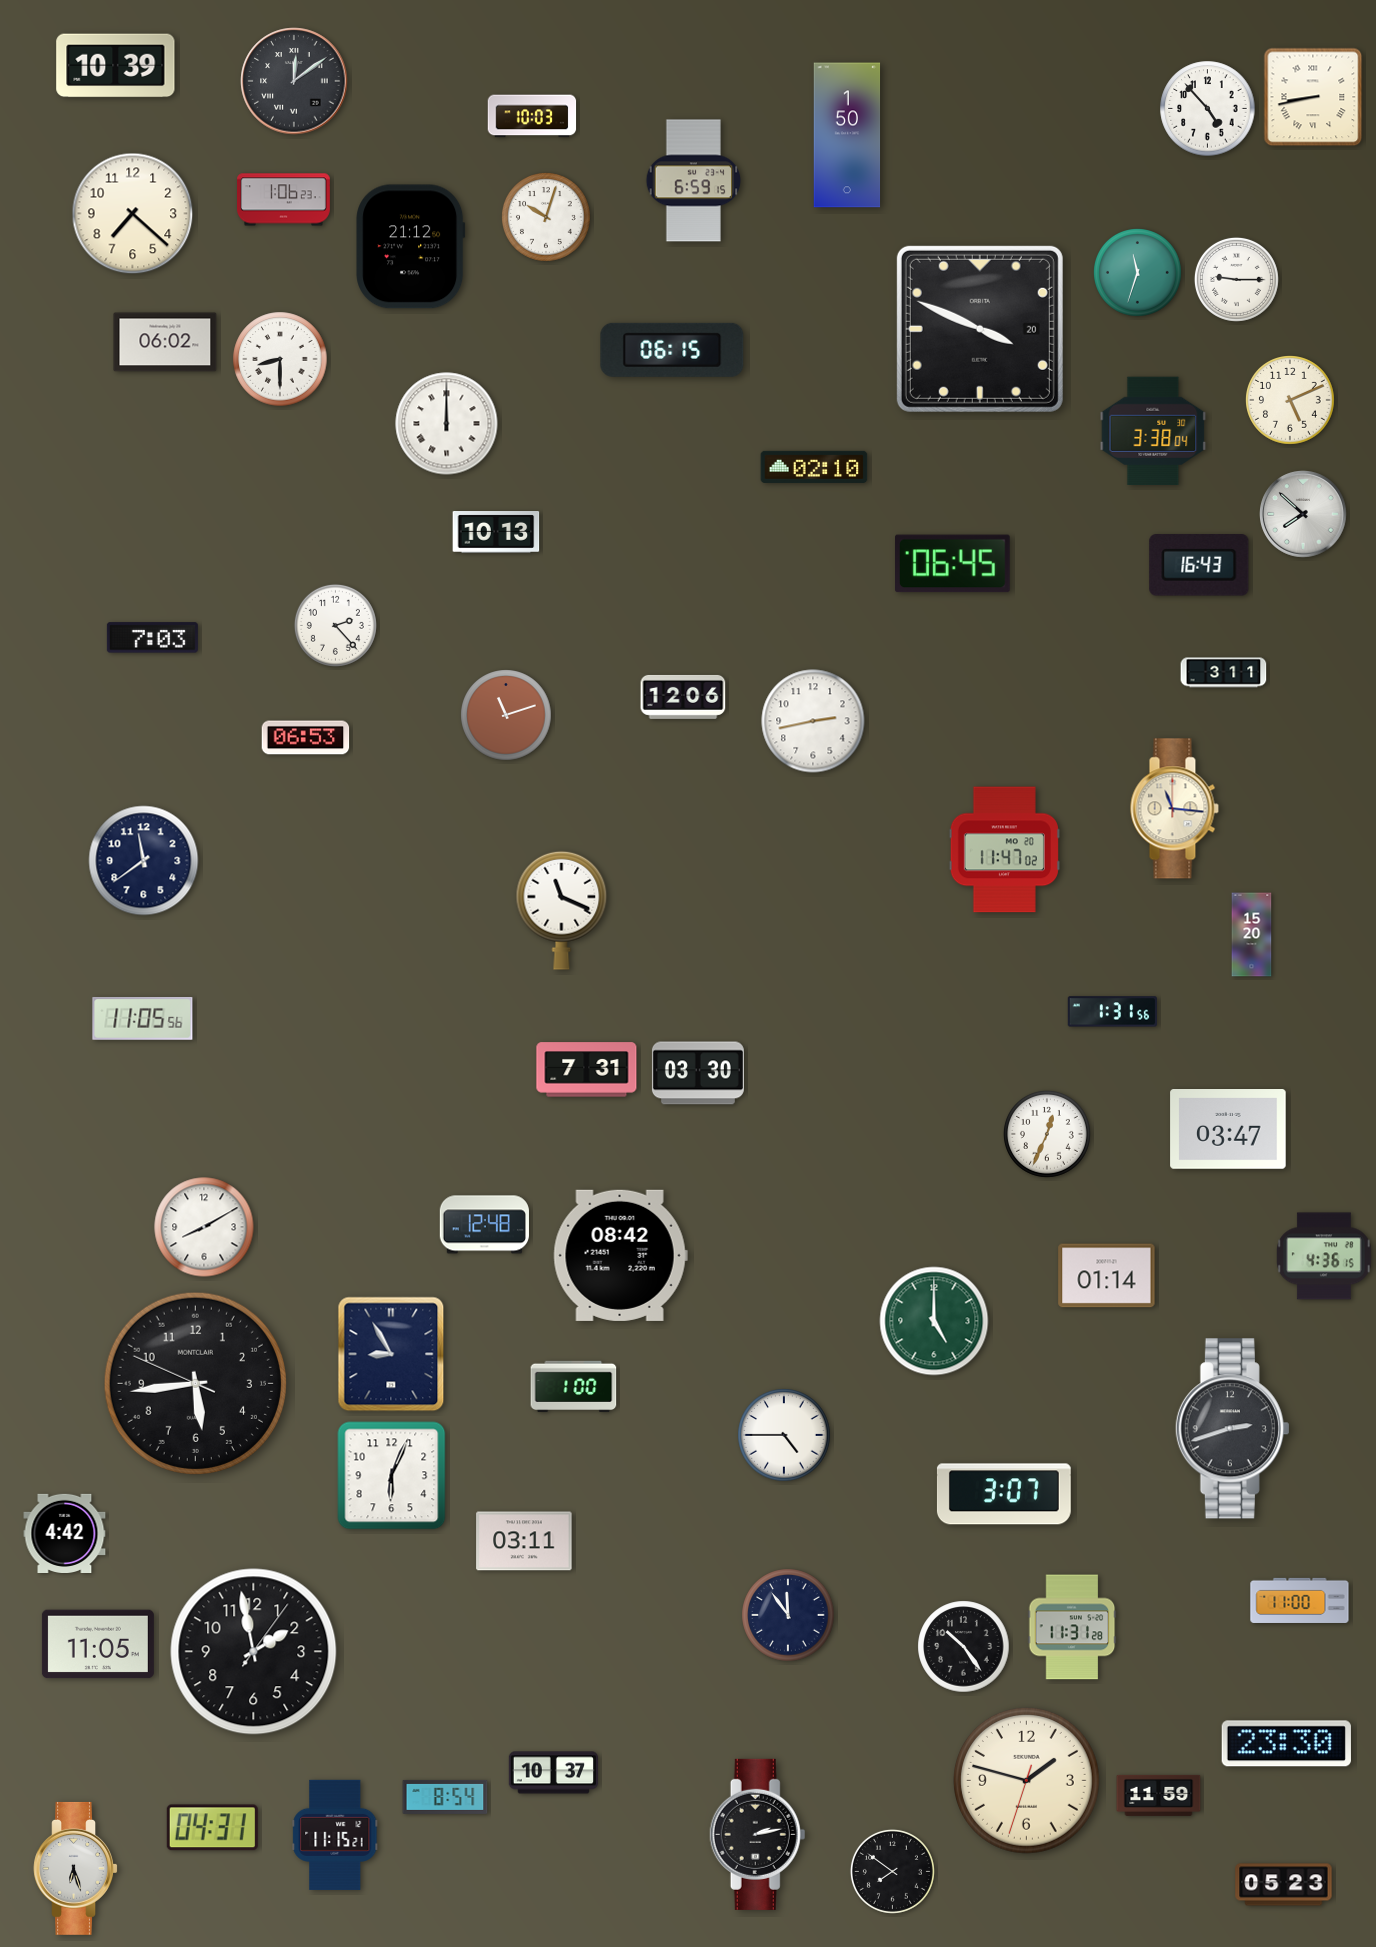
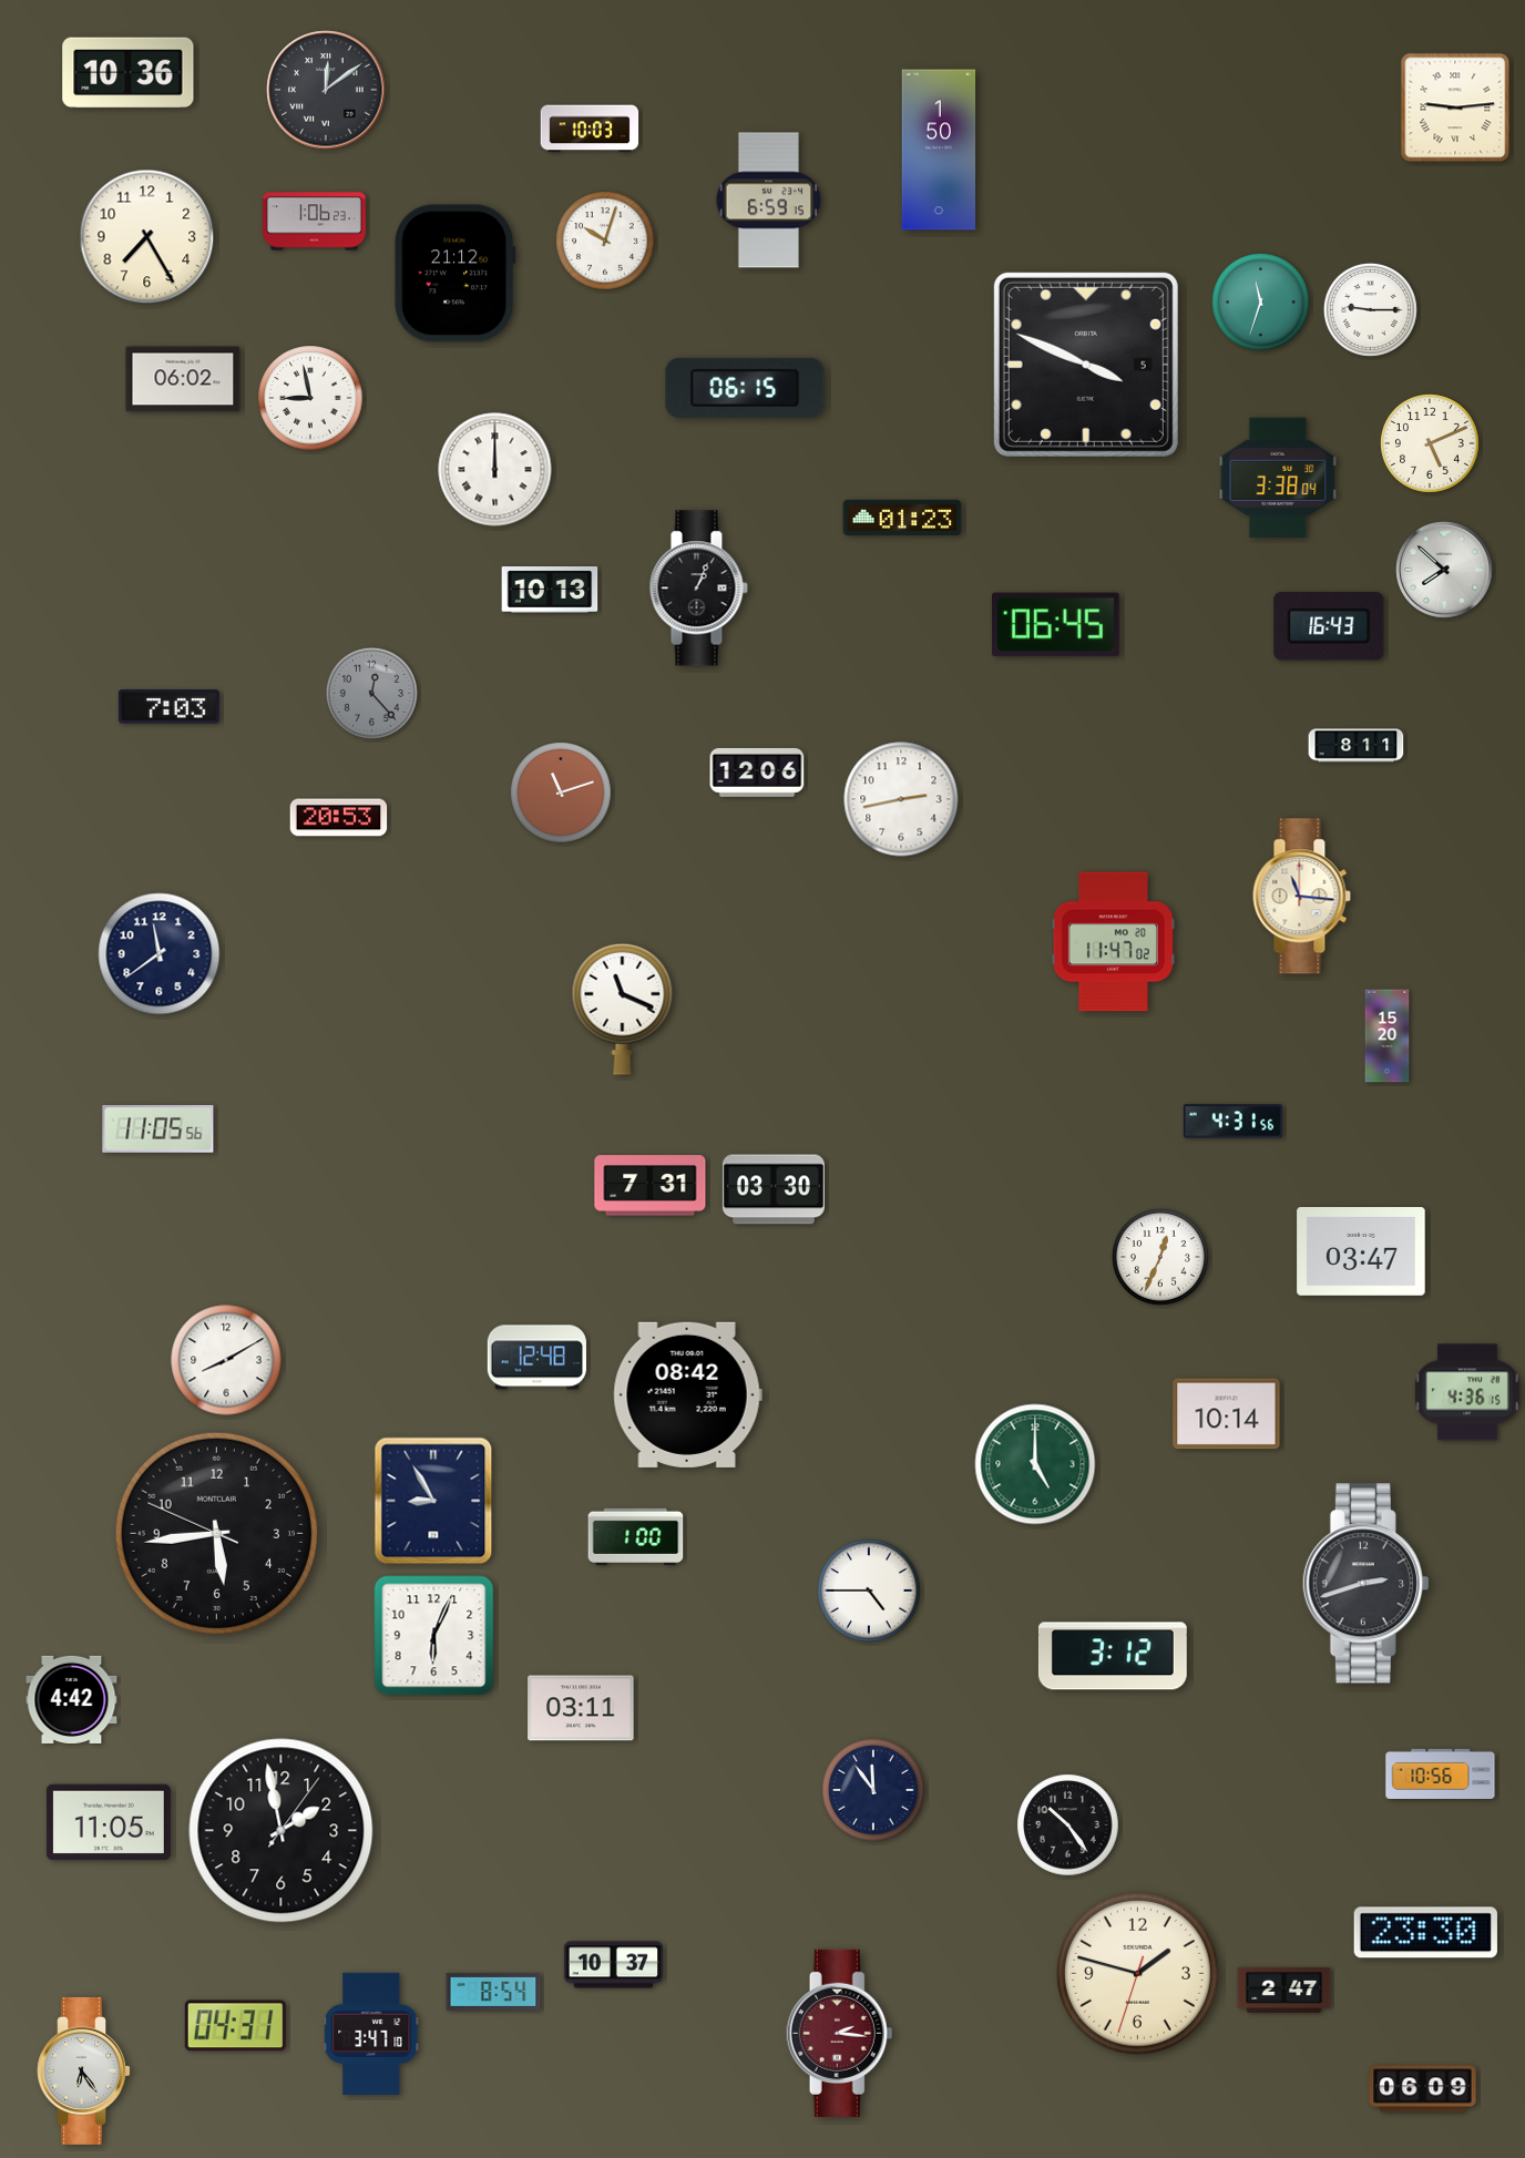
clock at (116, 66): 10:39 -> 10:36
clock at (1313, 97): 8:43 -> 9:14
clock at (1208, 109): 4:53 -> none
clock at (133, 214): 7:22 -> 7:25
clock at (980, 329) date: 20 -> 5
clock at (280, 359): 8:30 -> 8:58
clock at (814, 467): 02:10 -> 01:23
clock at (698, 589): none -> 1:04
clock at (335, 625): 2:23 -> 12:23
clock at (335, 625) dial: white -> grey
clock at (1224, 673): 3:11 -> 8:11
clock at (306, 738): 06:53 -> 20:53
clock at (1112, 1012): 1:31 -> 4:31
clock at (620, 1255) position: (620, 1255) -> (687, 1394)
clock at (1107, 1276): 01:14 -> 10:14
clock at (1004, 1494): 3:07 -> 3:12
clock at (1300, 1600): 11:00 -> 10:56
clock at (1072, 1627): 11:31 -> none
clock at (1159, 1795): 11:59 -> 2:47
clock at (758, 1834): 2:13 -> 2:16
clock at (758, 1834) dial: black -> burgundy
clock at (335, 1835): 11:15 -> 3:47
clock at (75, 1868): 6:27 -> 6:24
clock at (892, 1871): 7:51 -> none
clock at (1284, 1885): 05:23 -> 06:09
